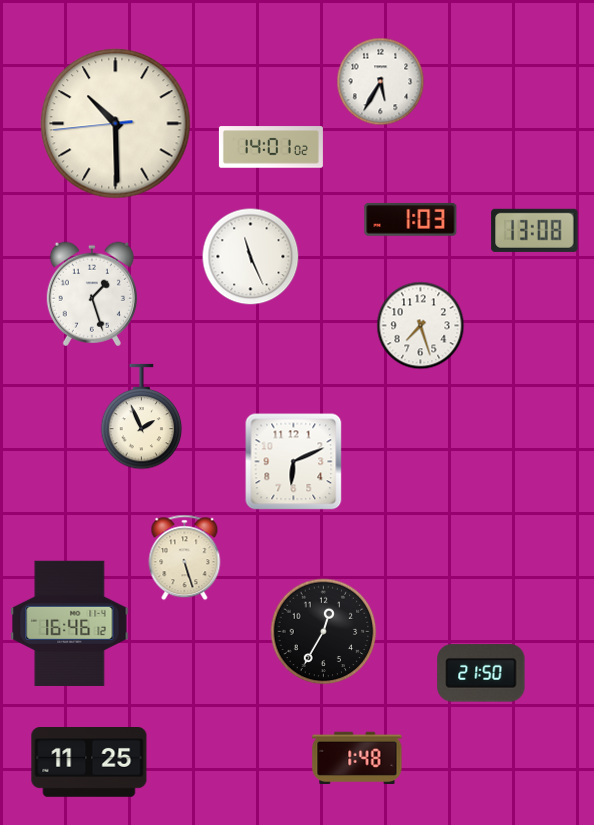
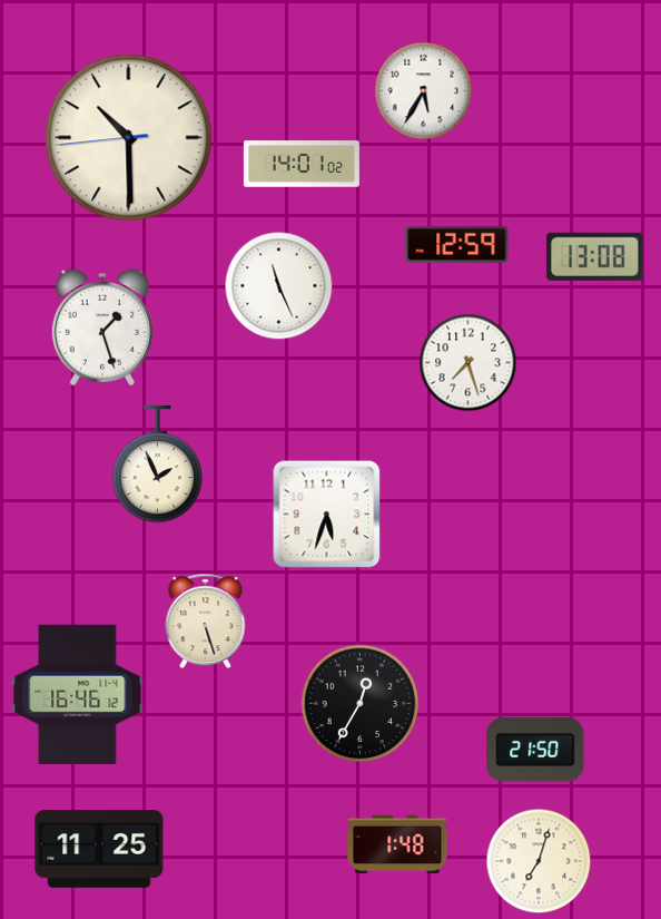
clock at (411, 219): 1:03 -> 12:59
clock at (294, 462): 6:11 -> 5:33
clock at (539, 861): none -> 7:03
